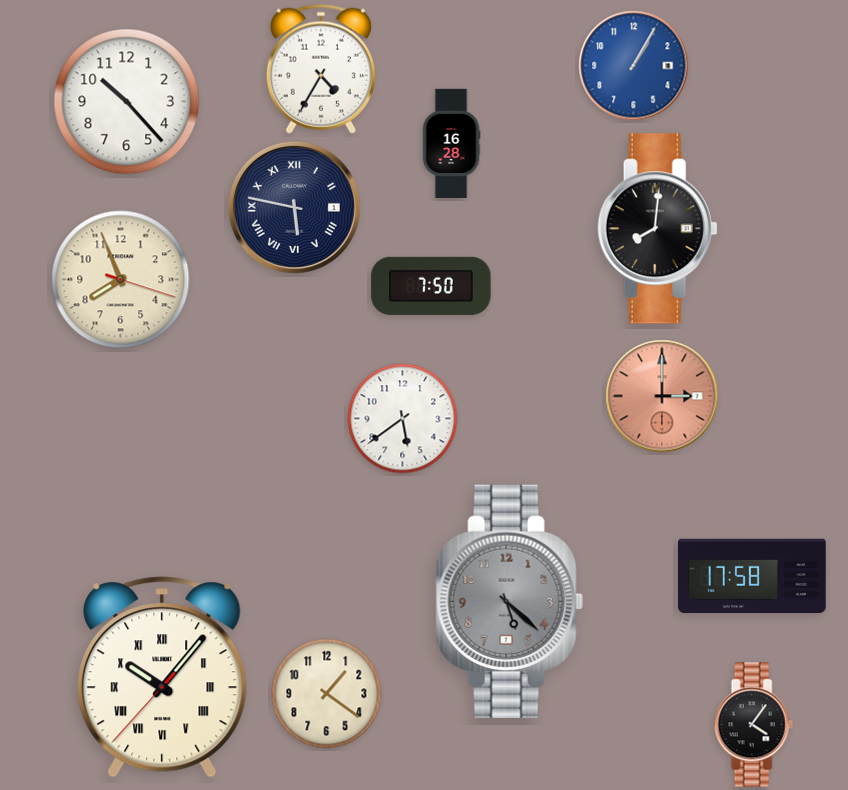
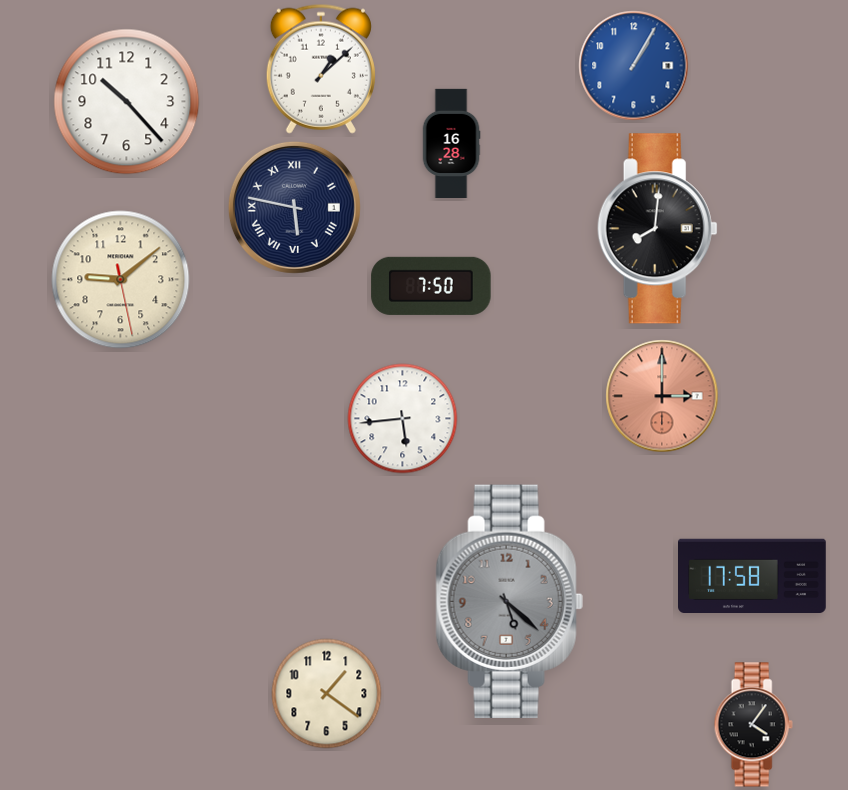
clock at (321, 69): 4:35 -> 1:08
clock at (121, 280): 7:56 -> 9:08
clock at (403, 419): 5:39 -> 5:44
clock at (162, 677): 10:06 -> none
